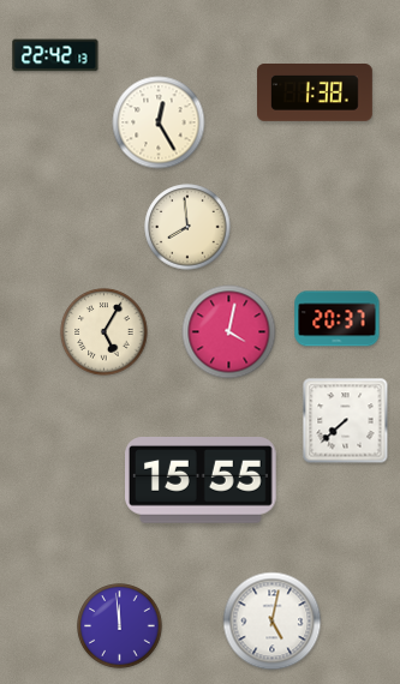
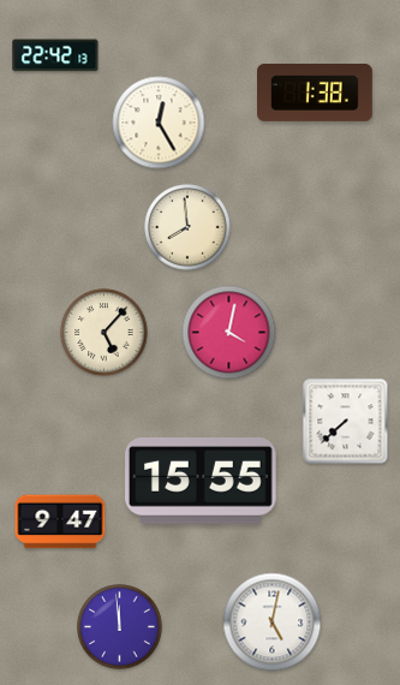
clock at (338, 319): 20:37 -> none
clock at (105, 332): 5:05 -> 5:07
clock at (60, 522): none -> 9:47
